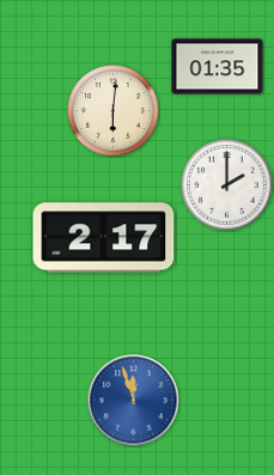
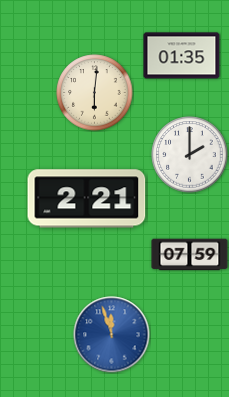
clock at (104, 238): 2:17 -> 2:21
clock at (190, 255): none -> 07:59
